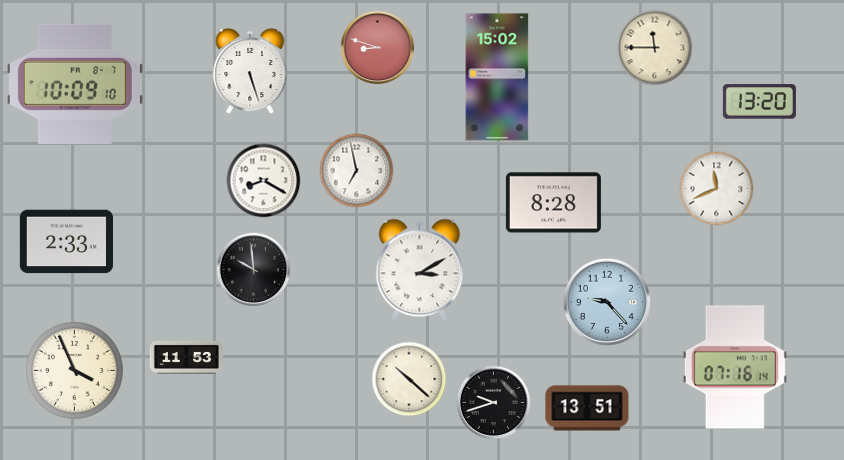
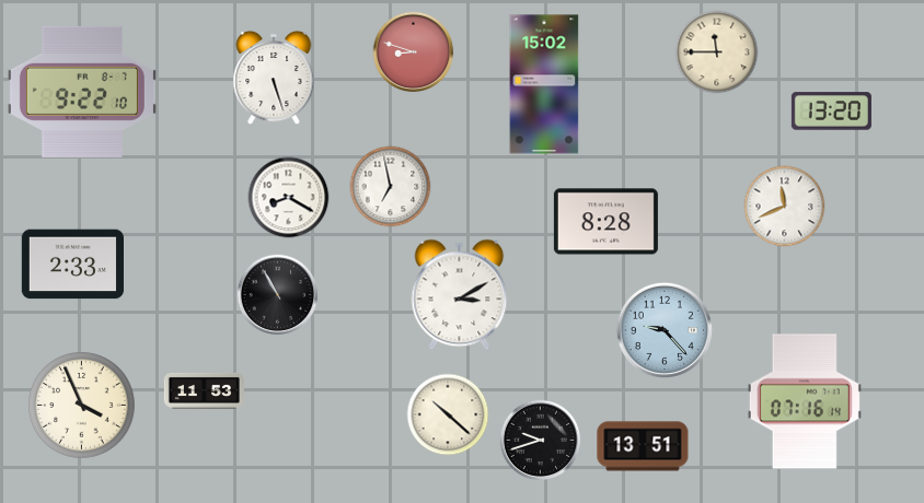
clock at (75, 84): 10:09 -> 9:22
clock at (254, 270): 9:59 -> 10:55
